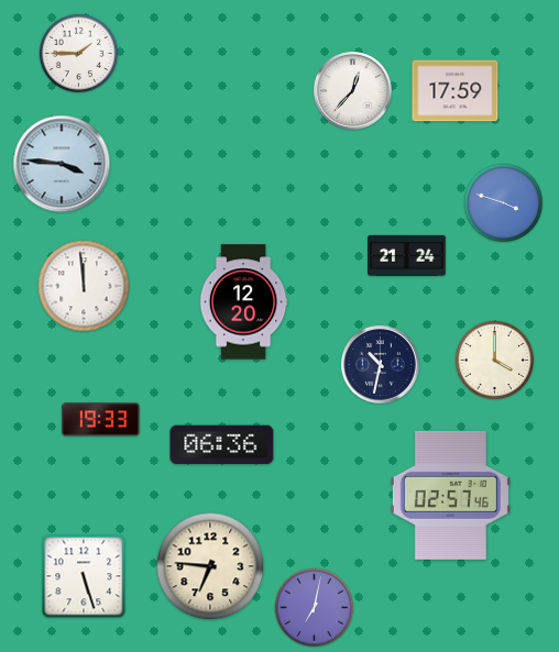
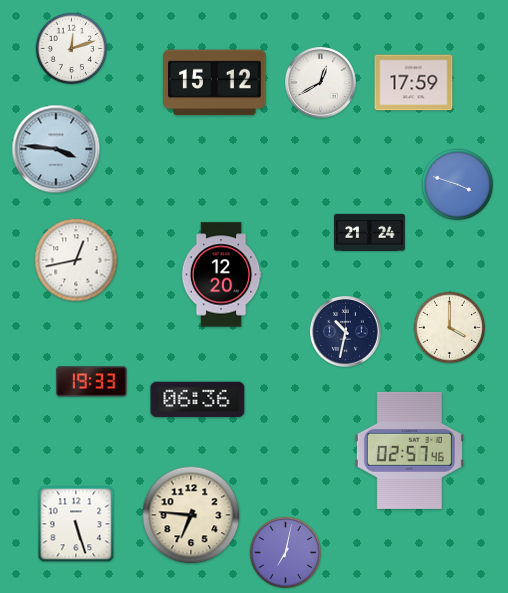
clock at (79, 54): 1:45 -> 12:12
clock at (215, 83): none -> 15:12
clock at (353, 91): 12:37 -> 12:40
clock at (84, 286): 11:59 -> 12:43
clock at (222, 445) position: (222, 445) -> (198, 400)
